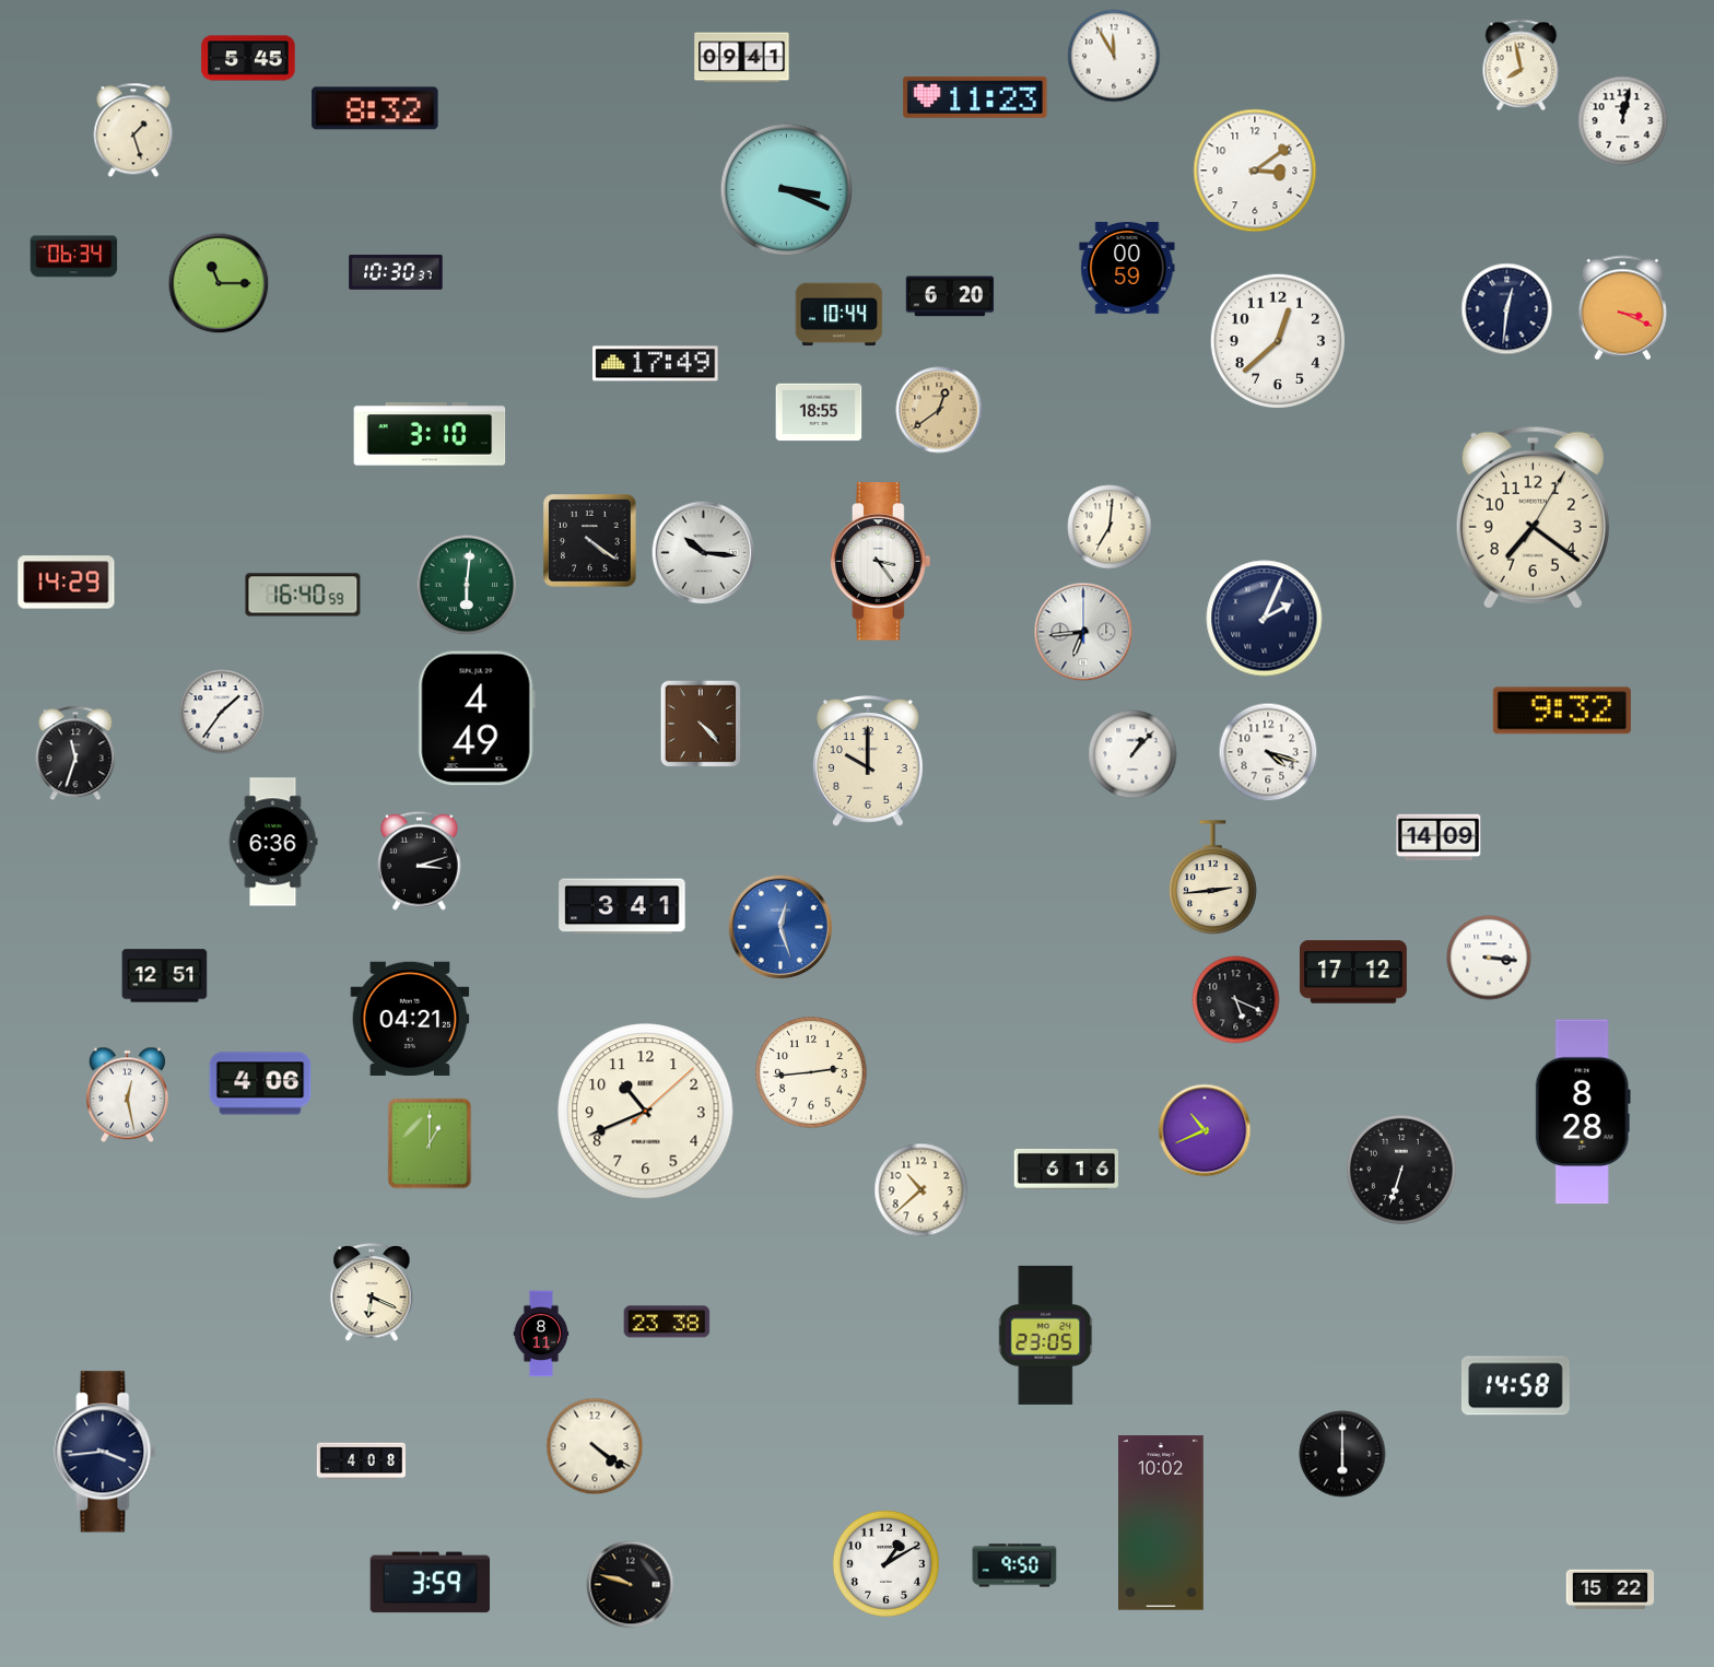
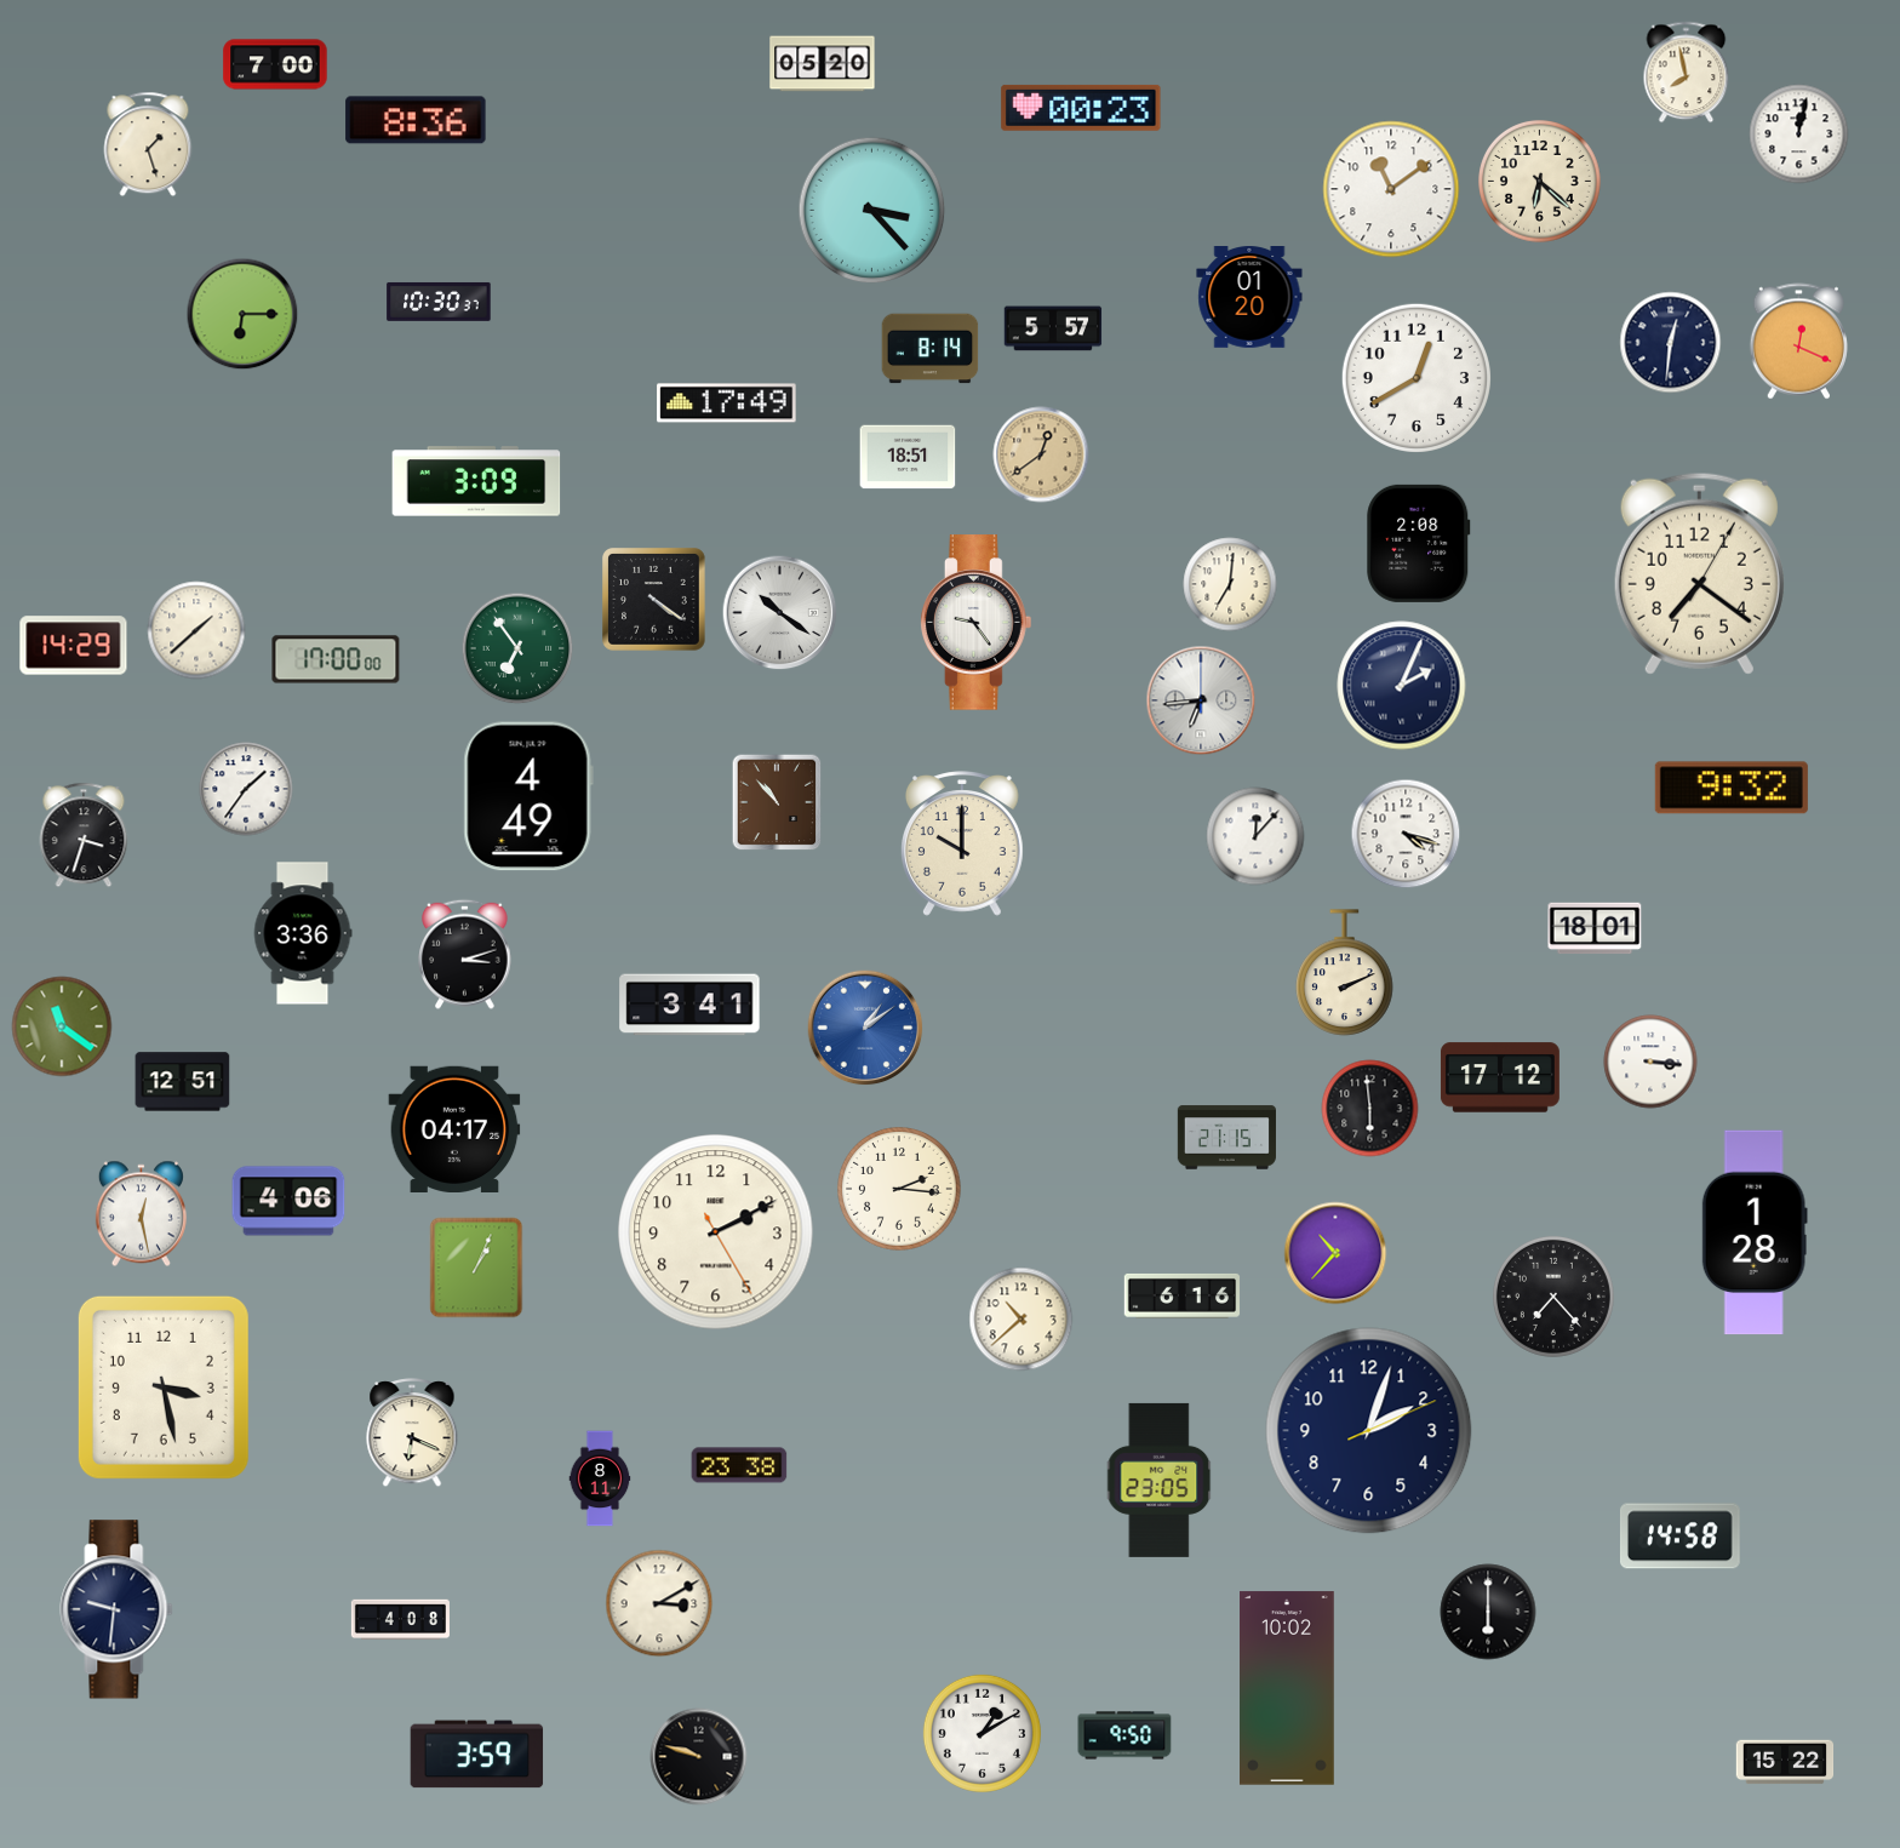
clock at (1114, 56): 11:55 -> none
clock at (248, 58): 5:45 -> 7:00
clock at (742, 58): 09:41 -> 05:20
clock at (975, 97): 11:23 -> 00:23
clock at (375, 108): 8:32 -> 8:36
clock at (1540, 182): none -> 6:22
clock at (1255, 171): 3:09 -> 11:09
clock at (787, 190): 3:19 -> 3:23
clock at (74, 257): 06:34 -> none
clock at (1127, 269): 00:59 -> 01:20
clock at (219, 283): 11:15 -> 6:15
clock at (950, 296): 6:20 -> 5:57
clock at (1622, 308): 3:19 -> 12:19
clock at (840, 315): 10:44 -> 8:14
clock at (1278, 341): 12:38 -> 12:40
clock at (819, 412): 18:55 -> 18:51
clock at (430, 434): 3:10 -> 3:09
clock at (1419, 543): none -> 2:08
clock at (704, 553): 10:16 -> 10:21
clock at (881, 562): 3:24 -> 9:24
clock at (196, 630): none -> 1:38
clock at (467, 585): 6:01 -> 6:54
clock at (303, 595): 16:40 -> 17:00
clock at (701, 724): 4:23 -> 10:53
clock at (75, 753): 11:33 -> 3:33
clock at (1132, 754): 1:07 -> 12:07
clock at (1439, 837): 14:09 -> 18:01
clock at (273, 842): 6:36 -> 3:36
clock at (1213, 878): 2:44 -> 2:11
clock at (62, 1026): none -> 11:21
clock at (780, 927): 12:27 -> 1:09
clock at (1236, 1000): 5:19 -> 5:59
clock at (410, 1018): 04:21 -> 04:17
clock at (1226, 1138): none -> 21:15
clock at (811, 1072): 2:44 -> 2:16
clock at (646, 1112): 10:41 -> 2:10
clock at (1583, 1112): 8:28 -> 1:28
clock at (1205, 1130): 10:41 -> 10:37
clock at (430, 1143): 1:00 -> 1:04
clock at (1401, 1170): 6:33 -> 7:23
clock at (164, 1388): none -> 3:28
clock at (1369, 1431): none -> 2:03
clock at (595, 1446): 4:21 -> 3:10
clock at (105, 1452): 3:44 -> 9:31
